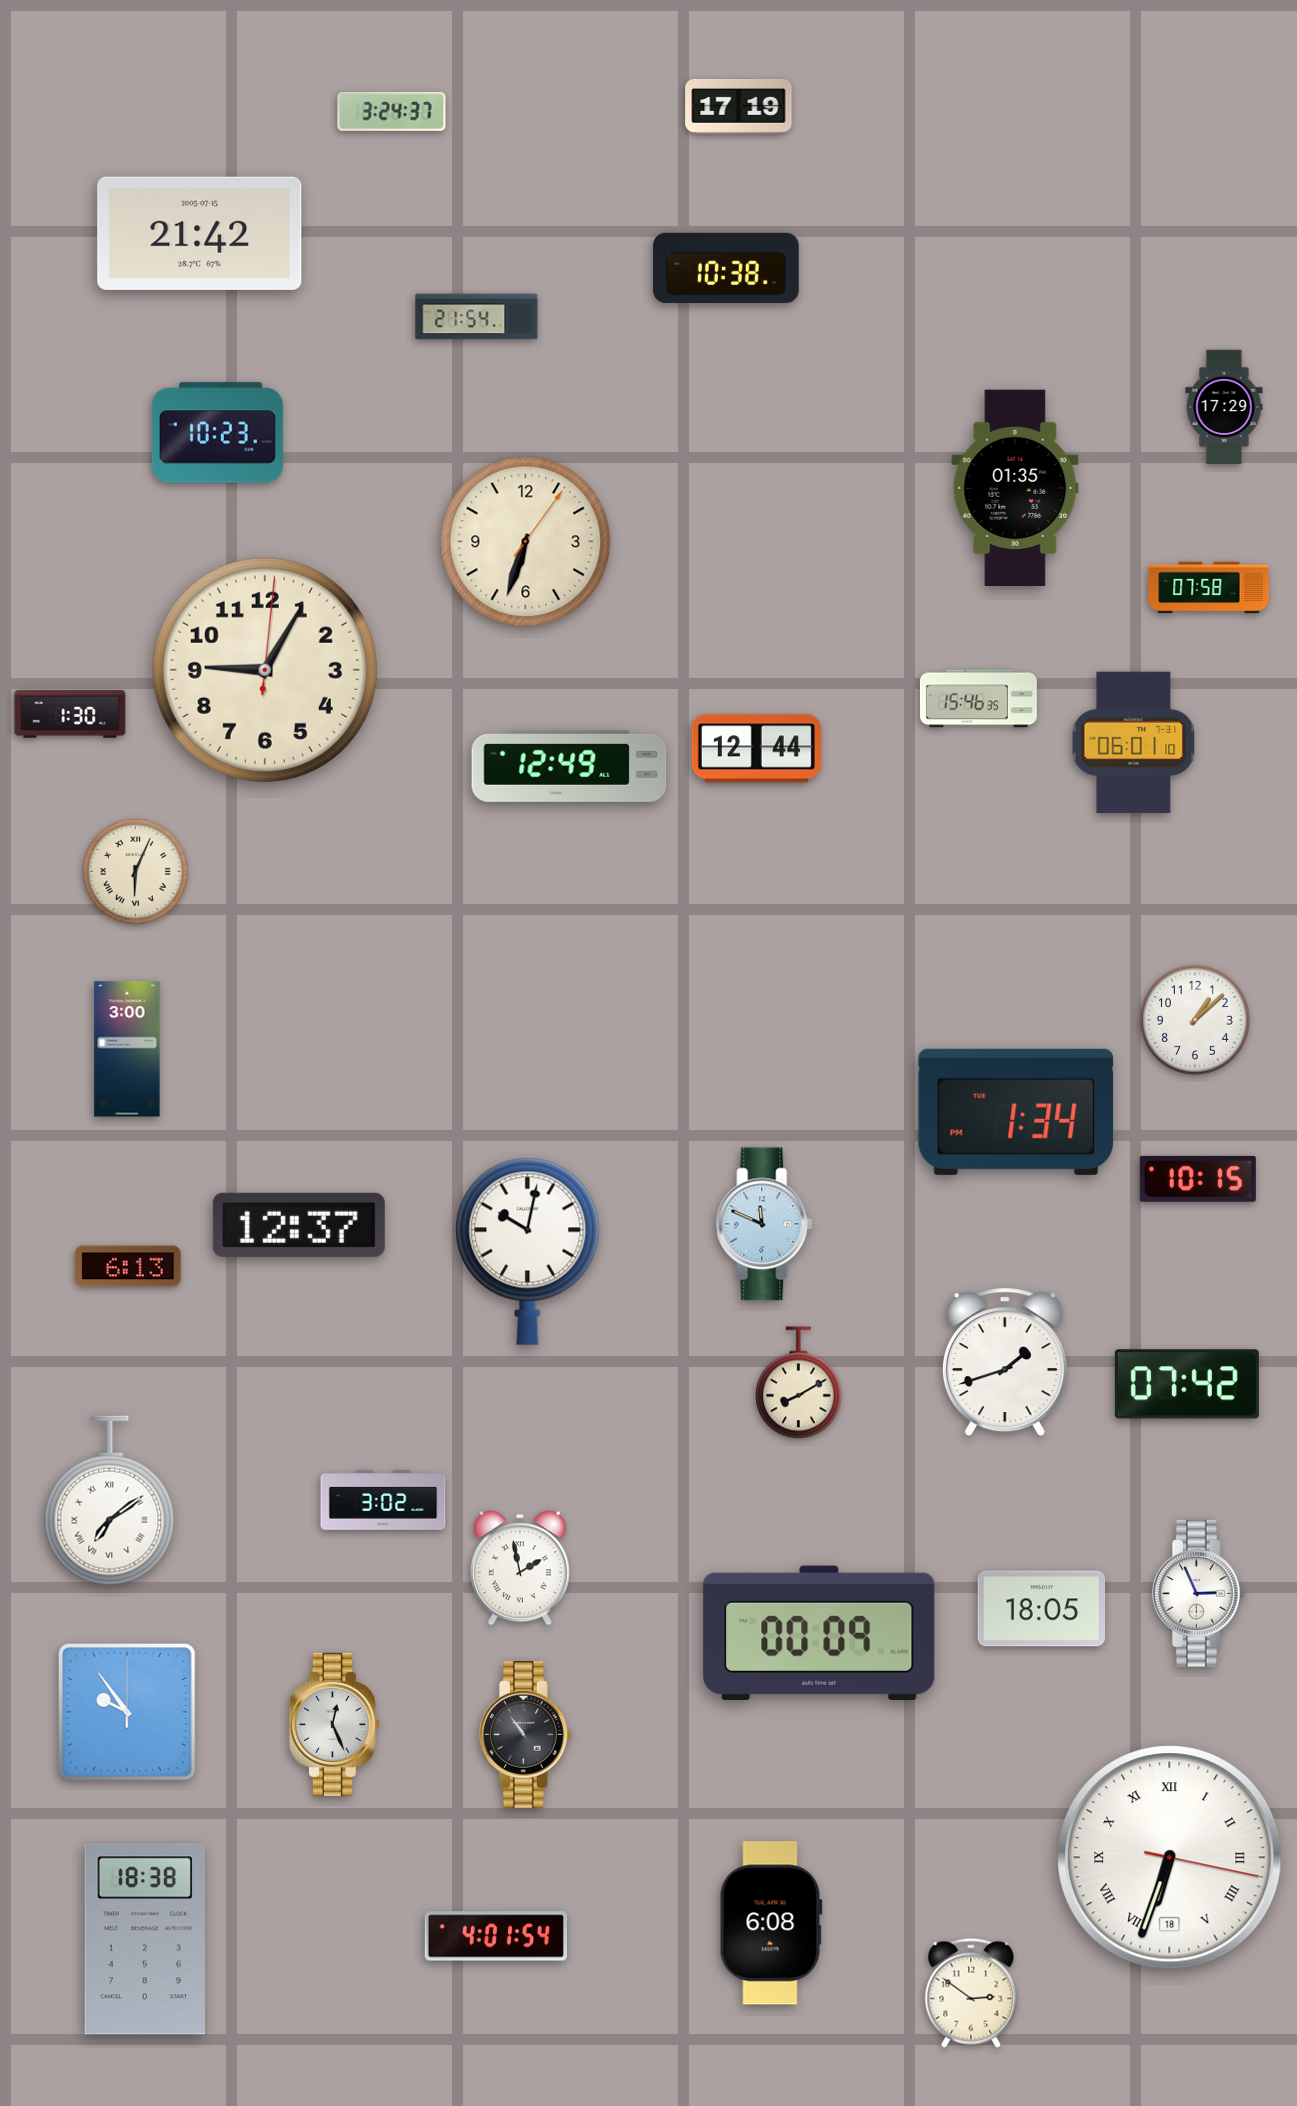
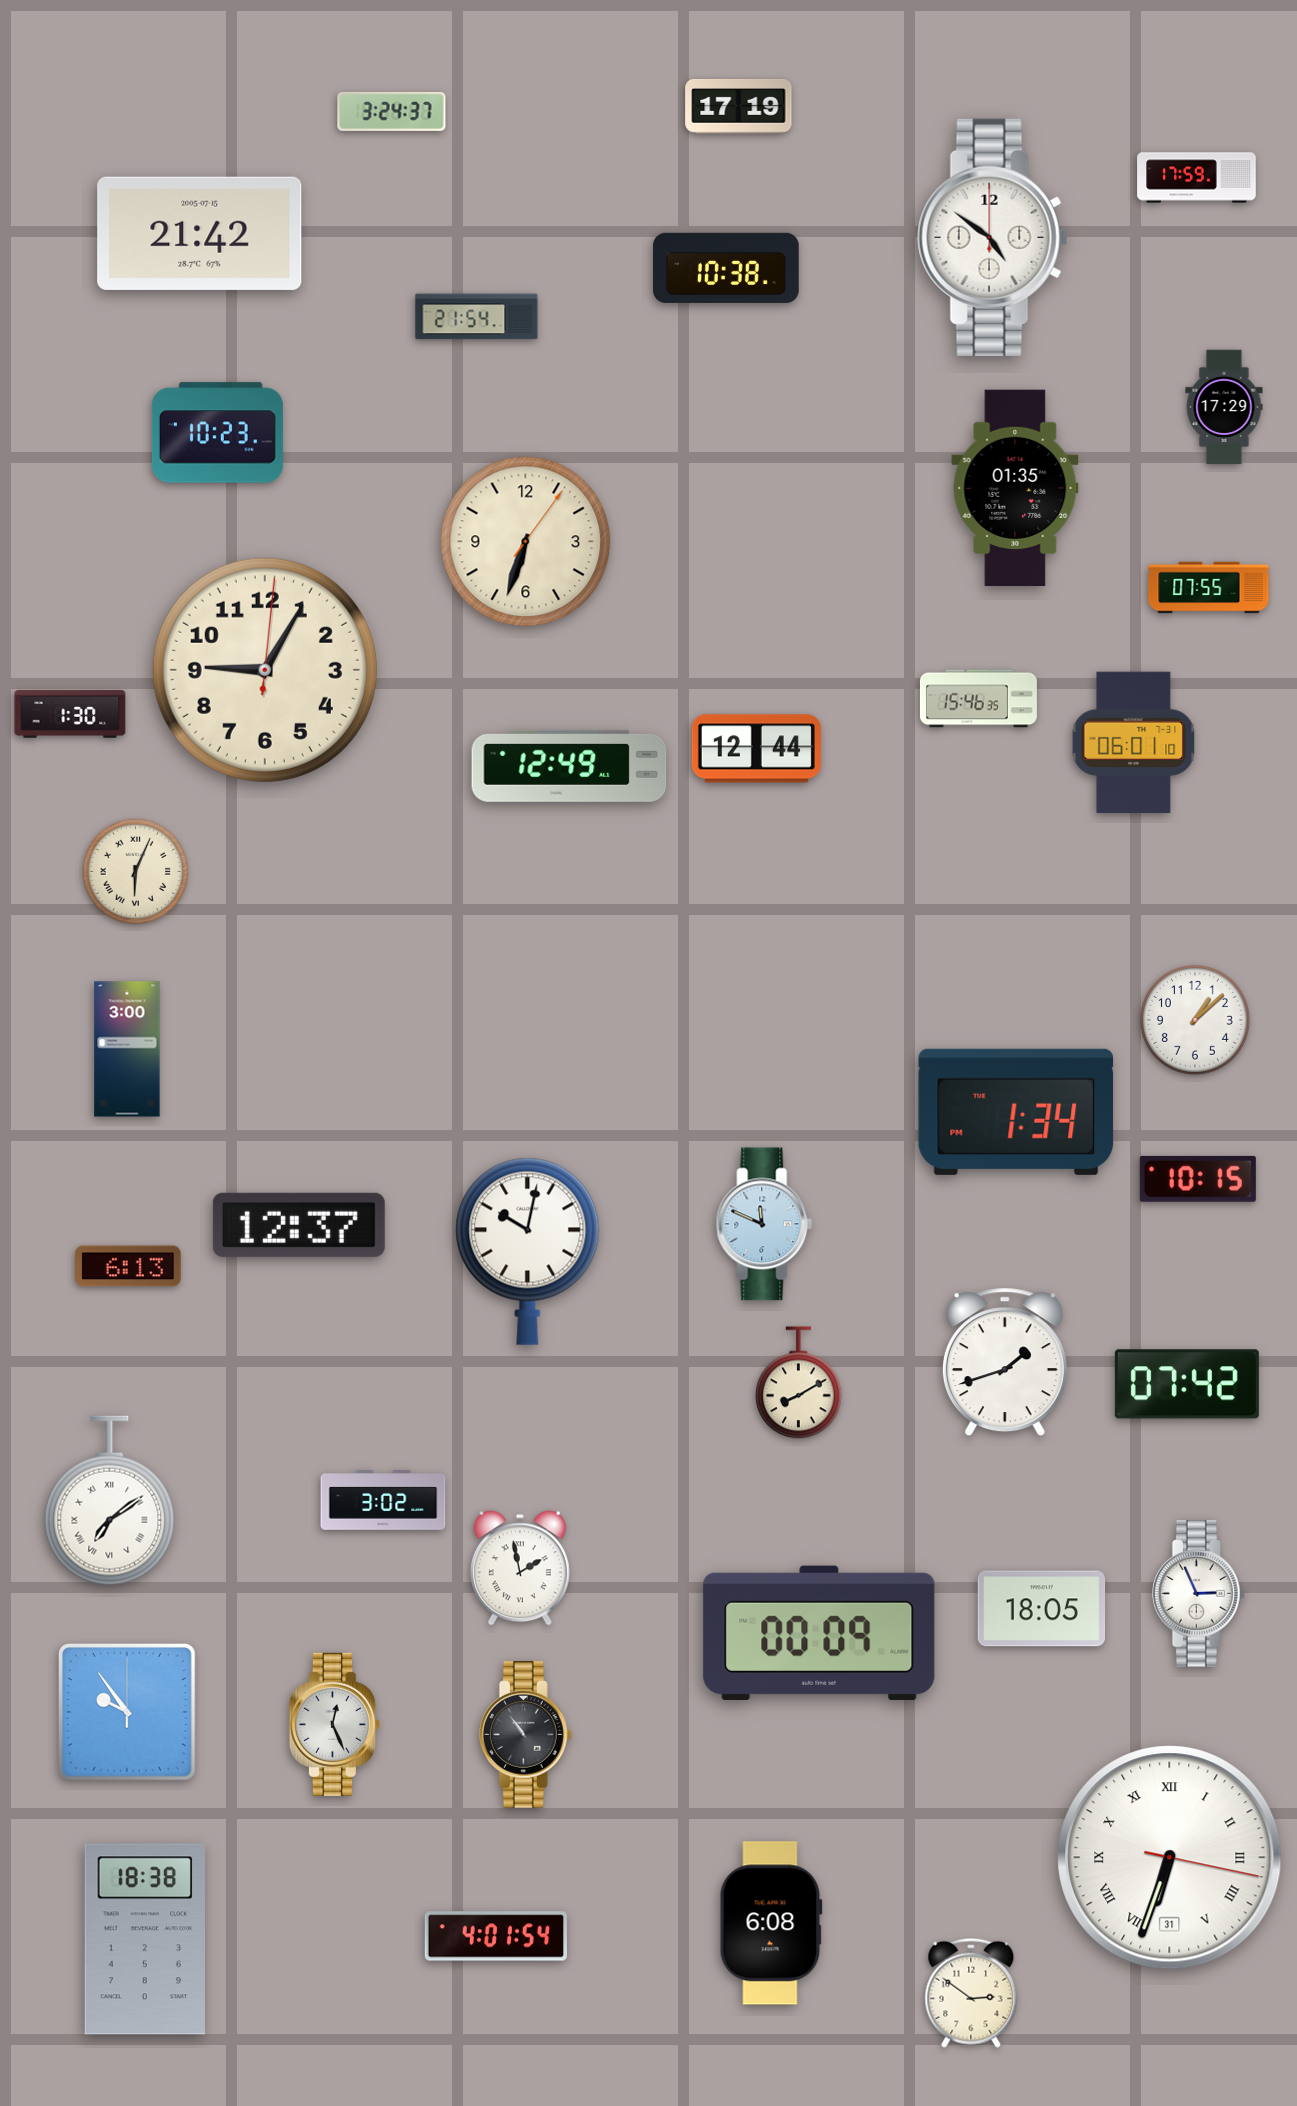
clock at (1197, 178): none -> 17:59
clock at (993, 237): none -> 4:51
clock at (1209, 588): 07:58 -> 07:55
clock at (1170, 1858) date: 18 -> 31
